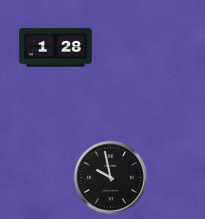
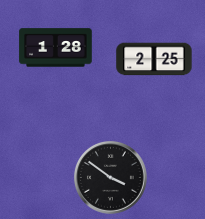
clock at (154, 59): none -> 2:25
clock at (110, 177): 9:58 -> 3:51
